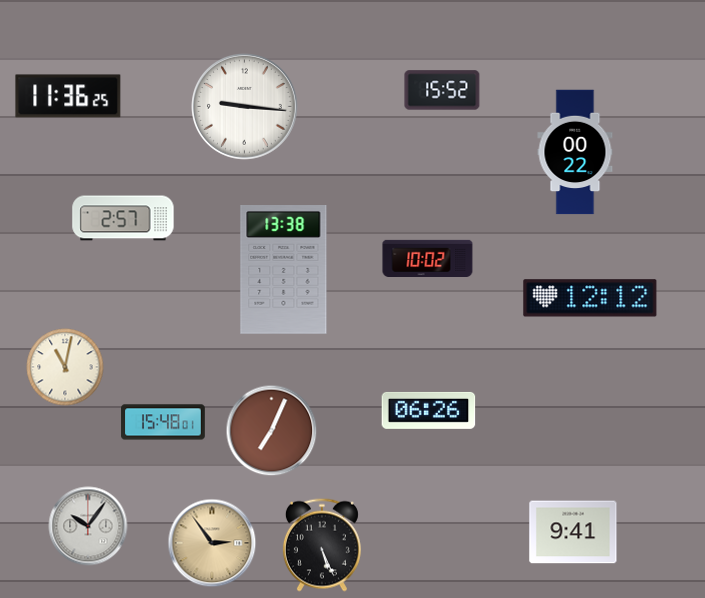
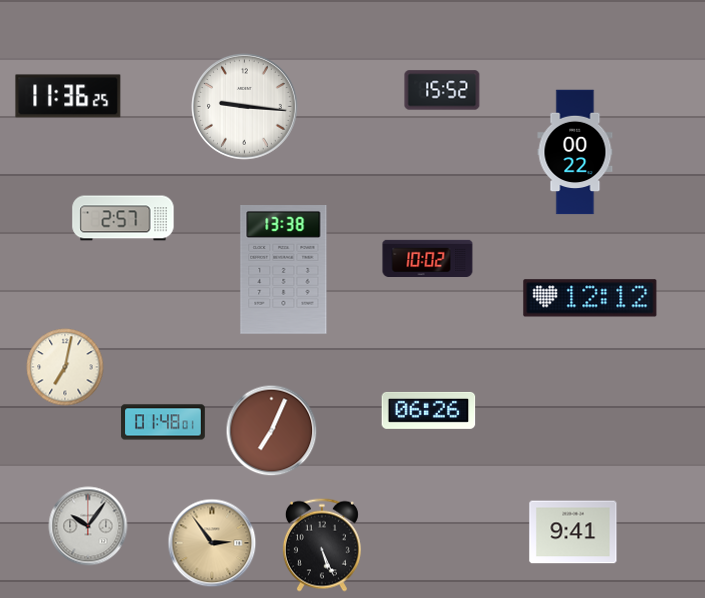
clock at (65, 367): 11:02 -> 7:02
clock at (163, 422): 15:48 -> 01:48
